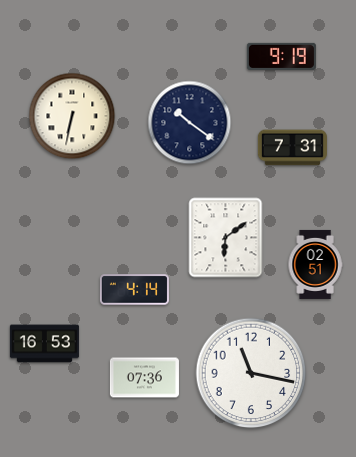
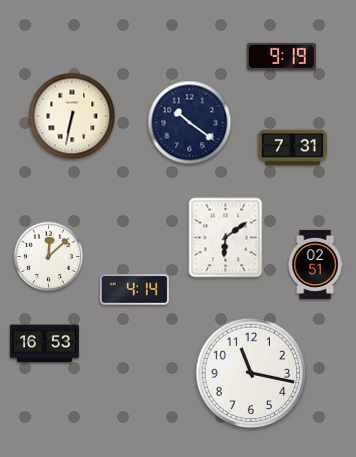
clock at (49, 257): none -> 12:08
clock at (144, 378): 07:36 -> none
